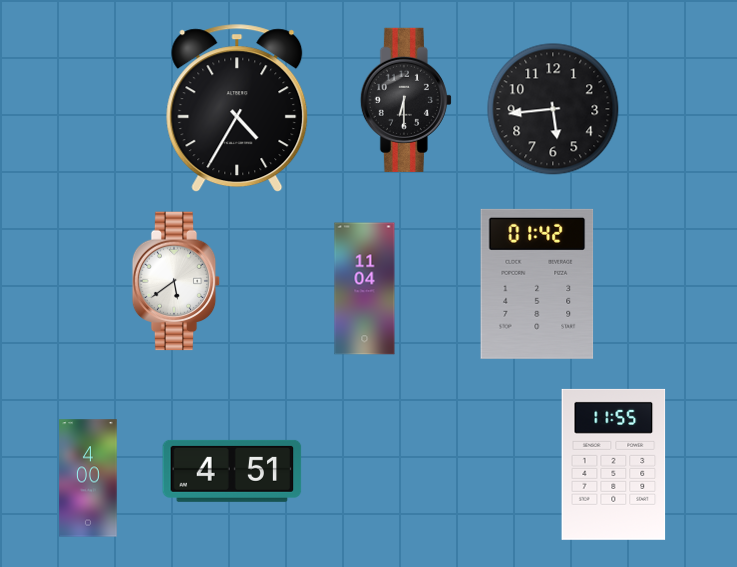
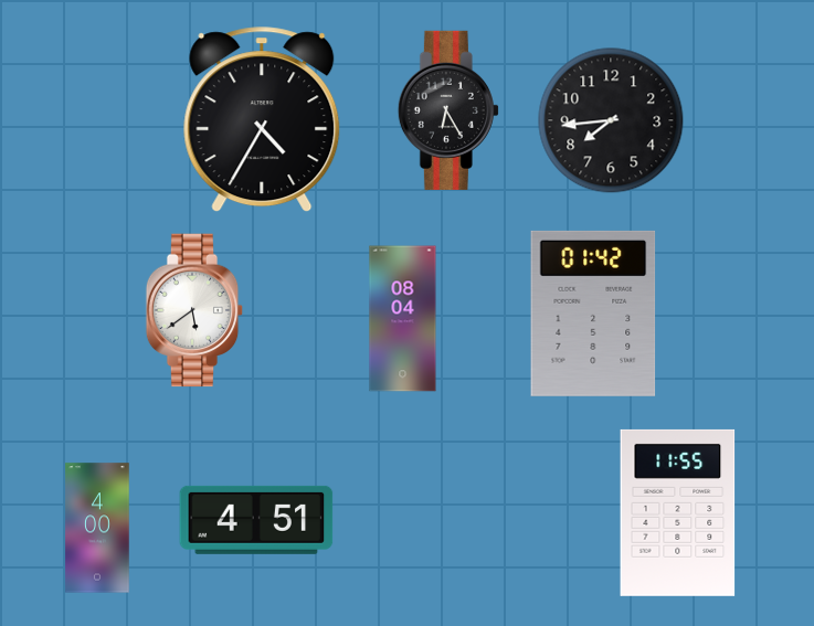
clock at (406, 100): 6:30 -> 6:25
clock at (553, 109): 5:44 -> 7:44
clock at (365, 289): 11:04 -> 08:04
